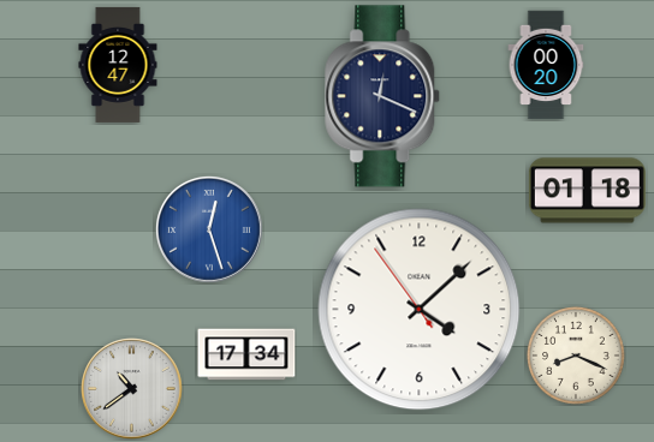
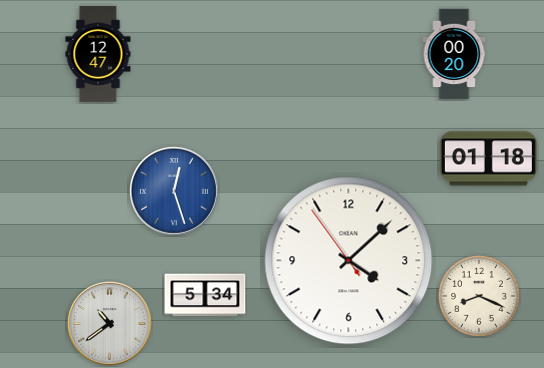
clock at (384, 96): 12:19 -> none
clock at (420, 310) position: (420, 310) -> (349, 261)
clock at (246, 354): 17:34 -> 5:34
